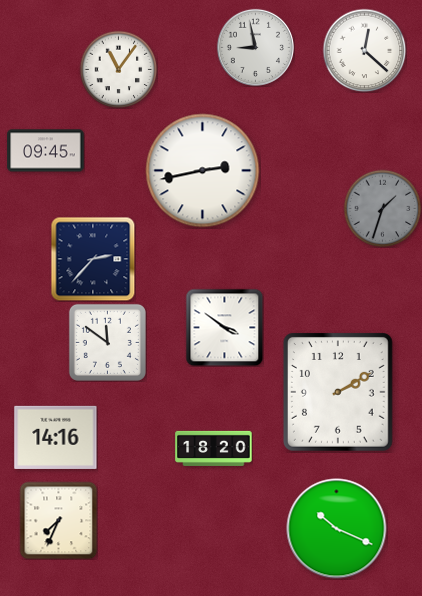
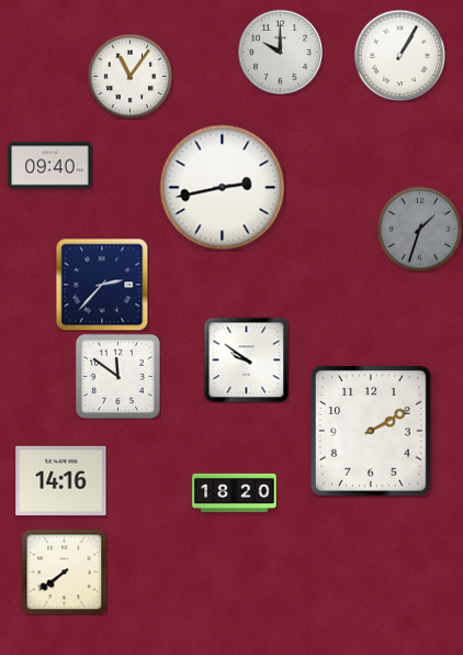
clock at (255, 47): 8:58 -> 10:00
clock at (364, 50): 12:22 -> 1:05
clock at (46, 151): 09:45 -> 09:40
clock at (224, 327): 3:51 -> 9:51
clock at (58, 520): 7:34 -> 7:39
clock at (337, 529): 10:19 -> none
